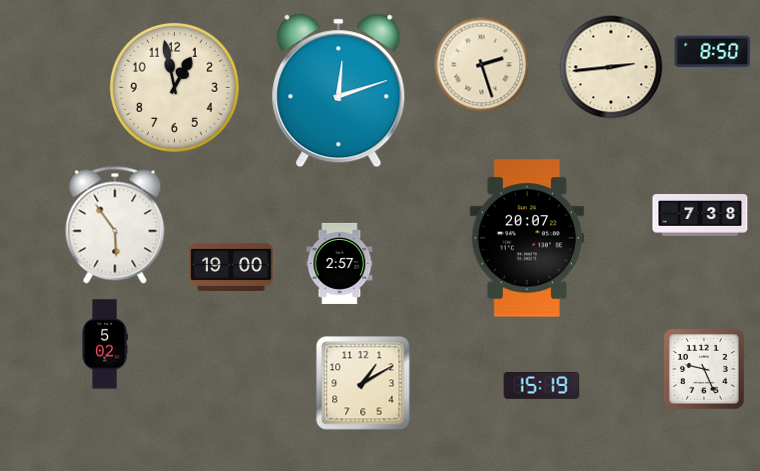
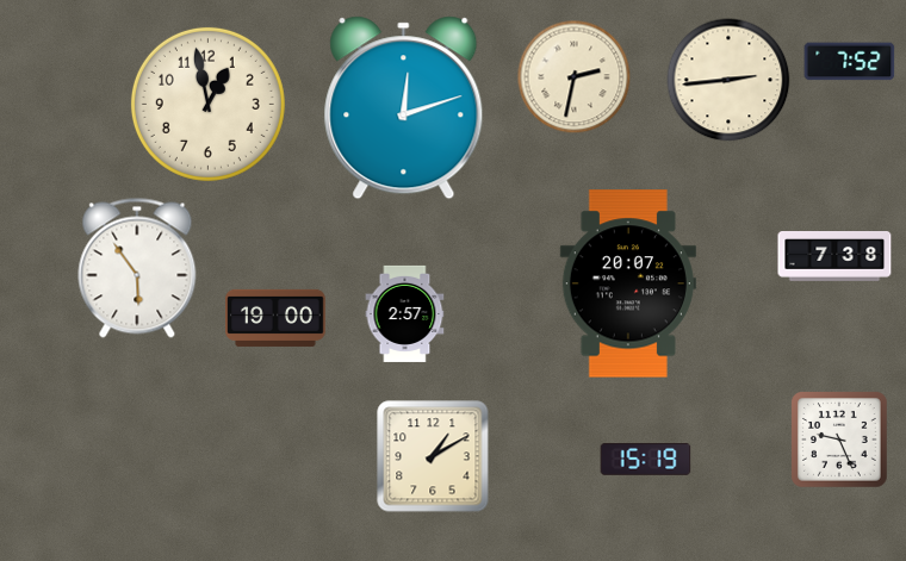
clock at (713, 52): 8:50 -> 7:52
clock at (482, 65): 2:27 -> 2:32
clock at (105, 344): 5:02 -> none
